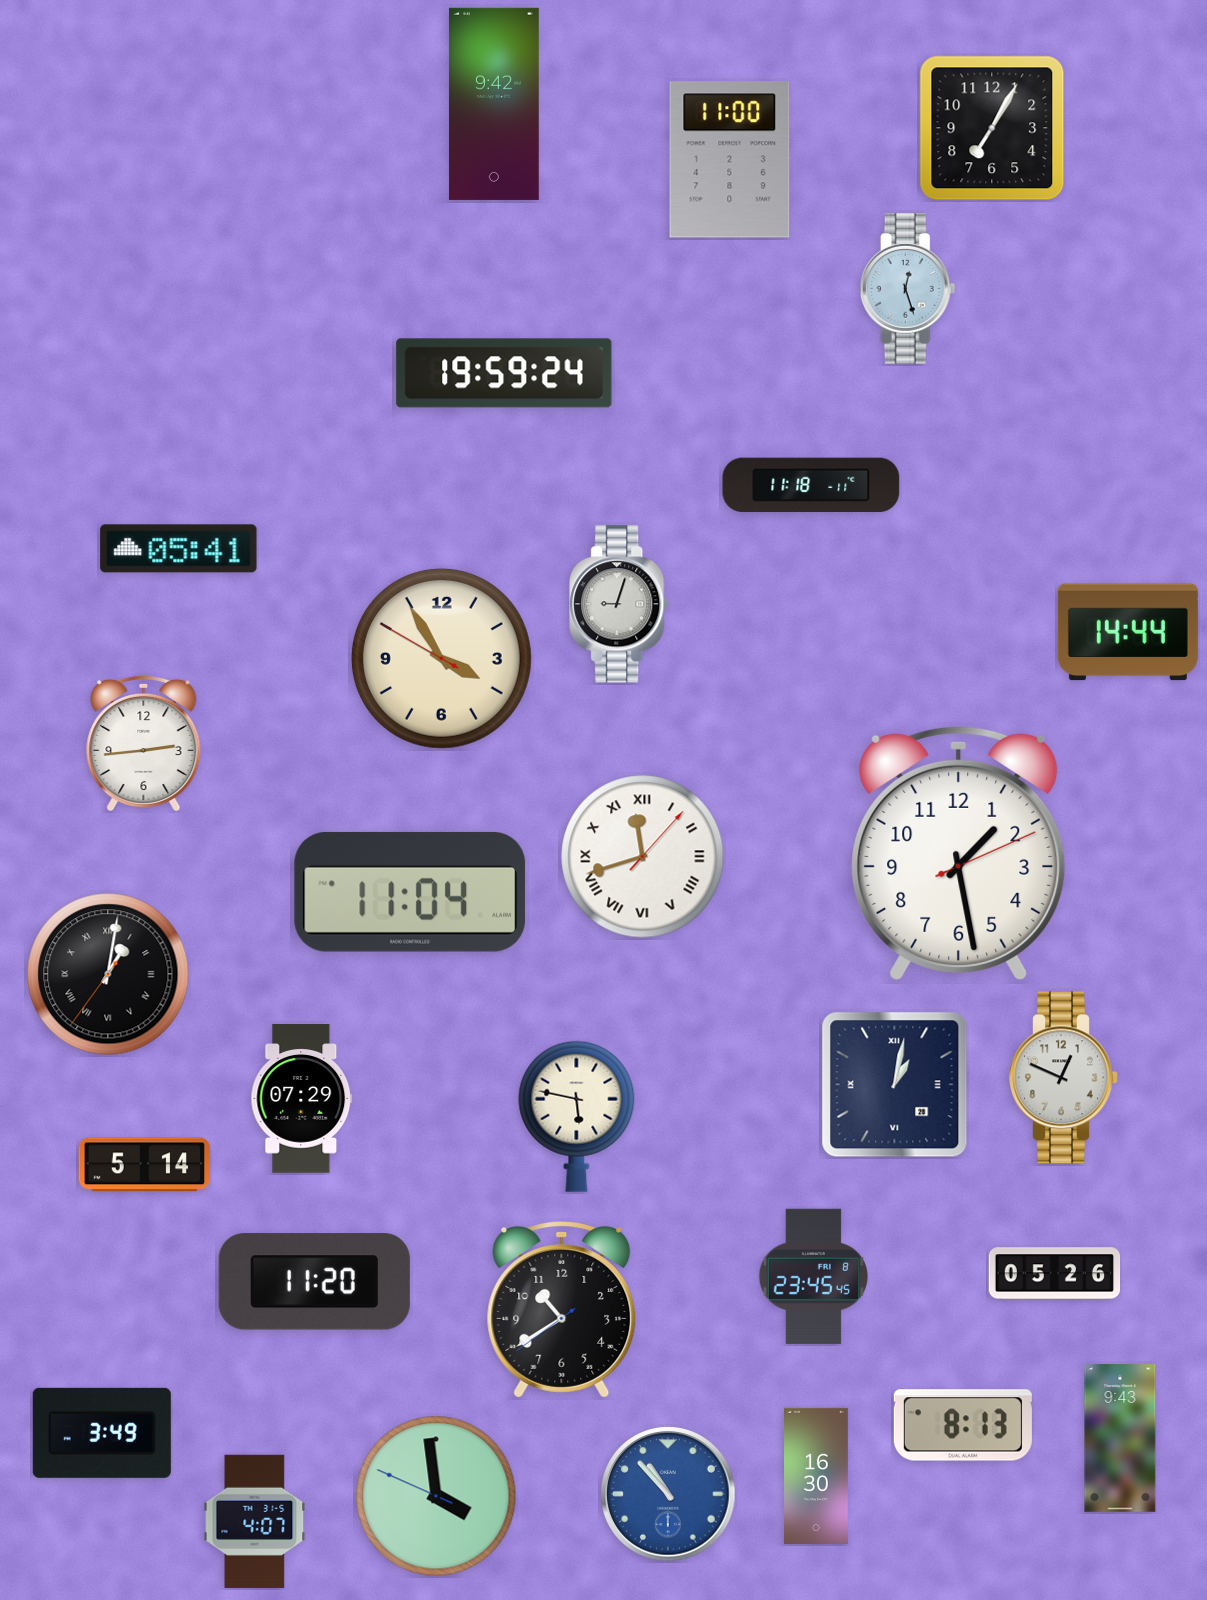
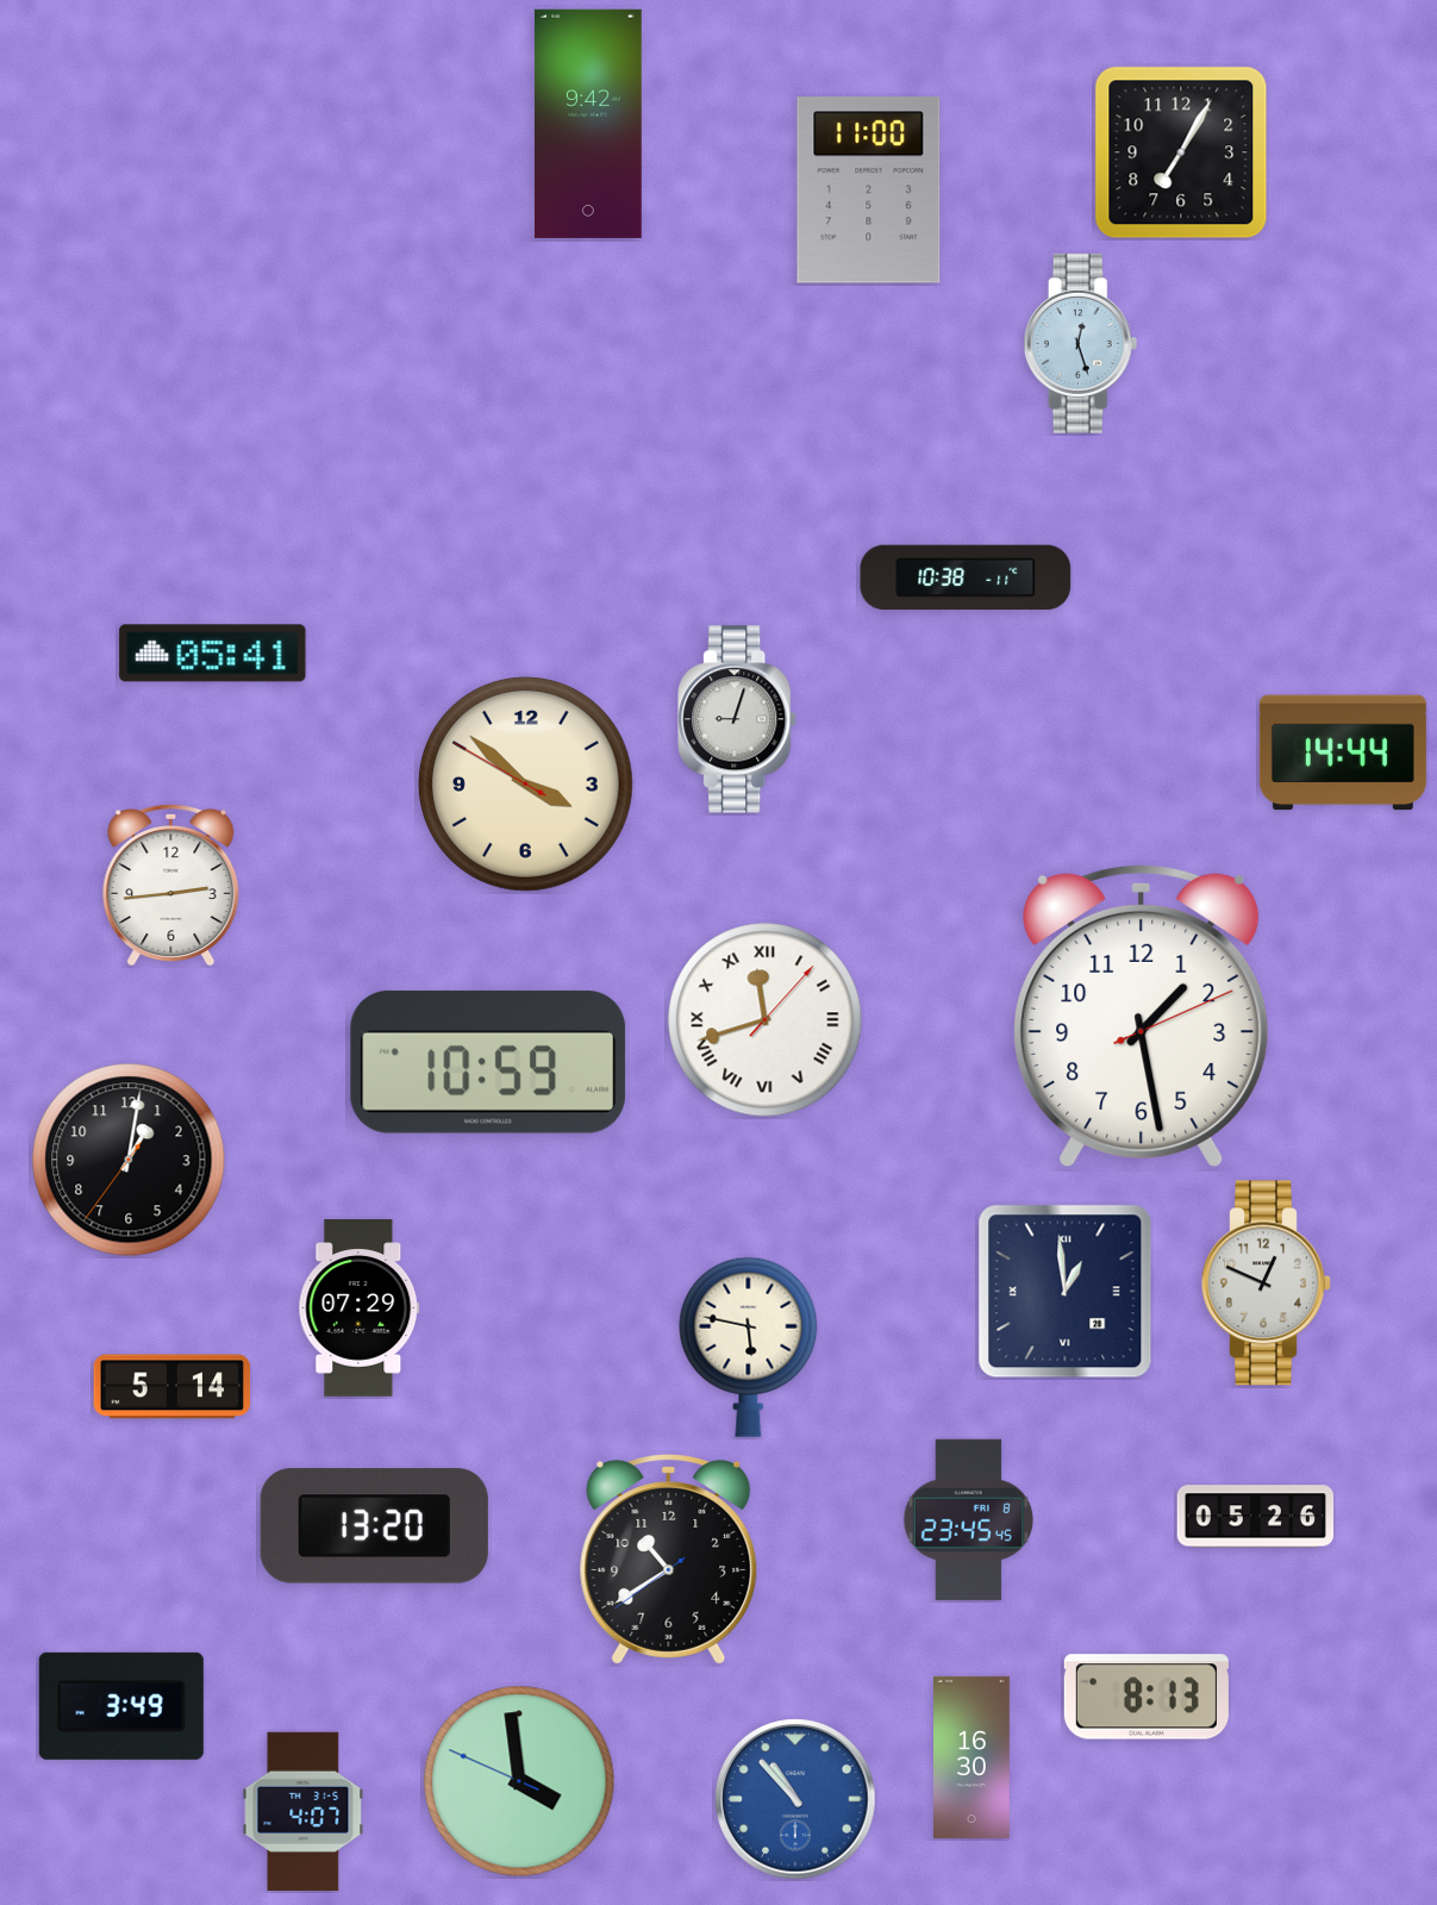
clock at (504, 373): 19:59 -> none
clock at (811, 485): 11:18 -> 10:38
clock at (441, 658): 3:54 -> 3:51
clock at (410, 892): 11:04 -> 10:59
clock at (108, 974) numerals: Roman -> Arabic
clock at (895, 1085): 1:02 -> 12:59
clock at (577, 1116) position: (577, 1116) -> (749, 1347)
clock at (314, 1282): 11:20 -> 13:20
clock at (1120, 1438): 9:43 -> none
clock at (668, 1494) position: (668, 1494) -> (795, 1799)
